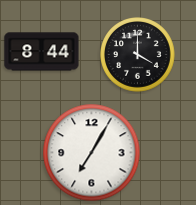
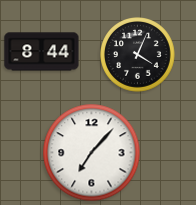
clock at (138, 55): 4:00 -> 4:04
clock at (92, 153): 7:05 -> 7:07
